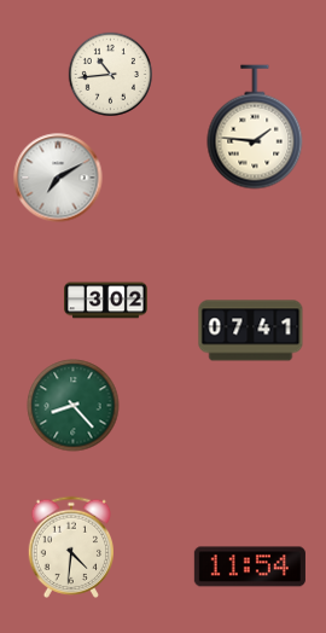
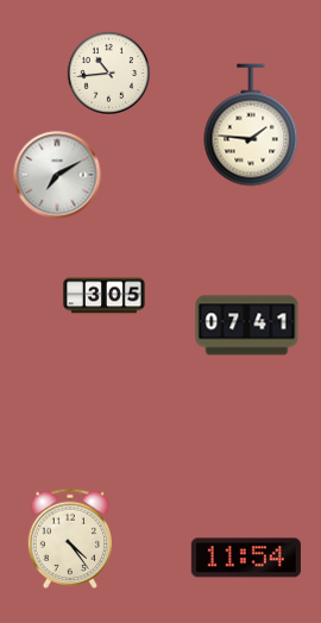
clock at (106, 301): 3:02 -> 3:05
clock at (74, 406): 8:23 -> none
clock at (70, 547): 4:31 -> 4:24
